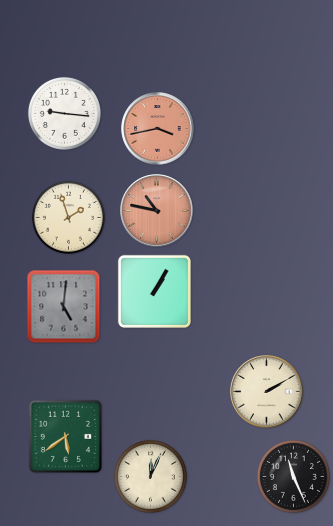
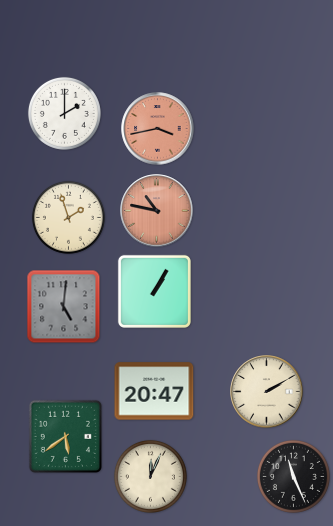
clock at (64, 113): 9:16 -> 2:00
clock at (154, 391): none -> 20:47
